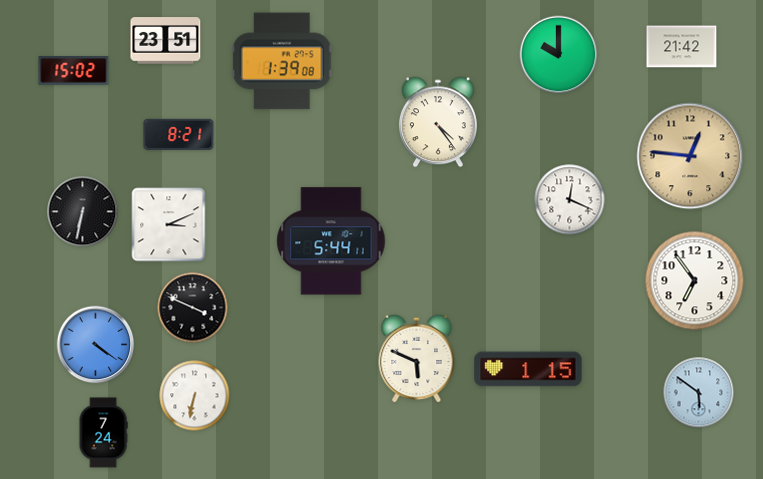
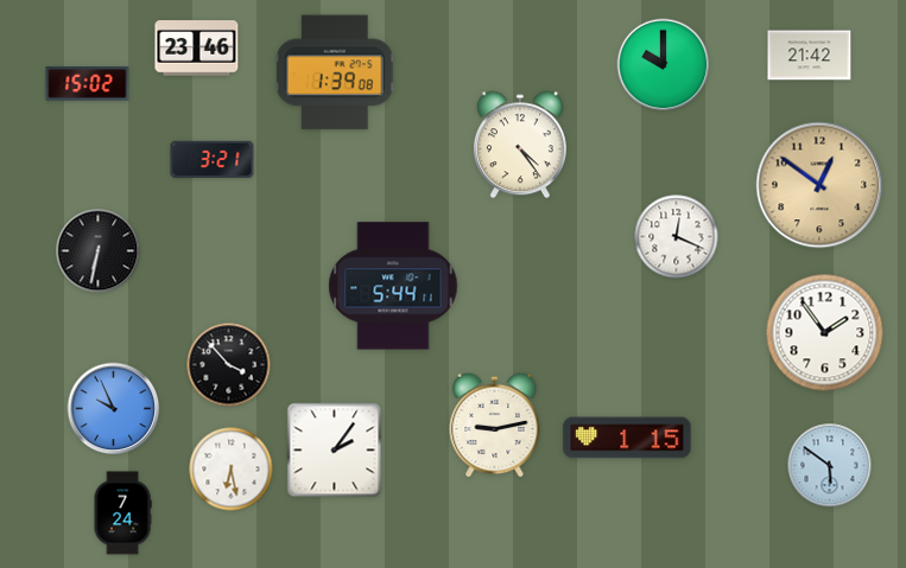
clock at (166, 41): 23:51 -> 23:46
clock at (179, 134): 8:21 -> 3:21
clock at (690, 156): 12:46 -> 12:51
clock at (169, 225): 3:11 -> none
clock at (695, 281): 6:54 -> 1:54
clock at (193, 308): 3:49 -> 3:53
clock at (96, 345): 4:21 -> 9:56
clock at (417, 358): 5:49 -> 9:13
clock at (335, 451): none -> 2:06
clock at (195, 396): 6:32 -> 6:28
